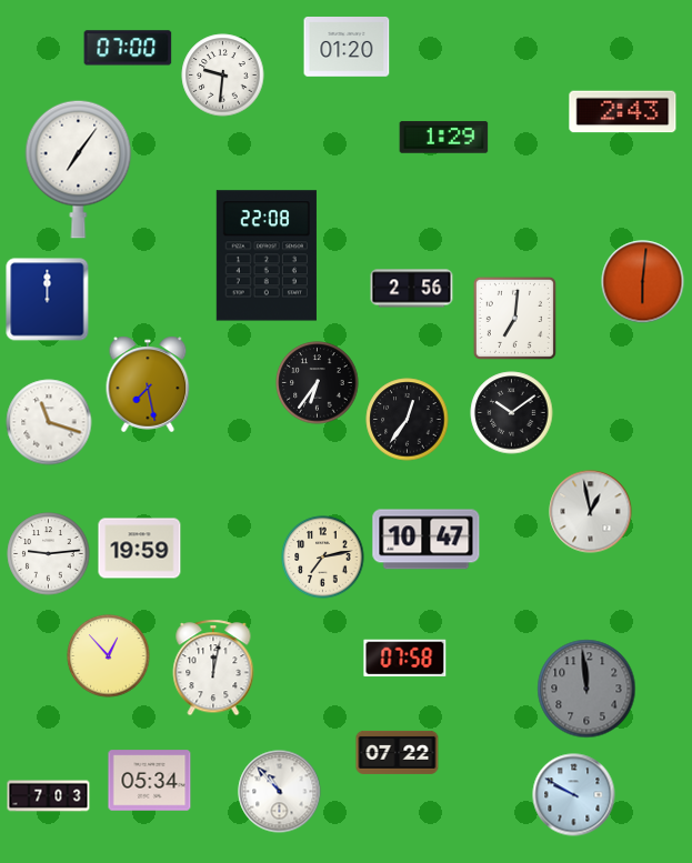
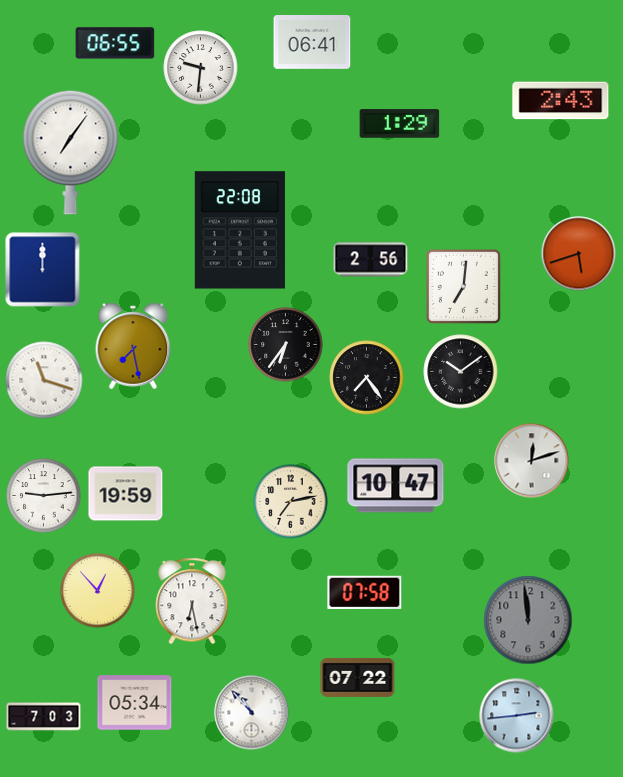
clock at (128, 48): 07:00 -> 06:55
clock at (347, 48): 01:20 -> 06:41
clock at (643, 282): 6:01 -> 5:42
clock at (408, 420): 12:36 -> 7:24
clock at (591, 512): 12:58 -> 12:12
clock at (427, 540) position: (427, 540) -> (396, 486)
clock at (49, 554) position: (49, 554) -> (44, 496)
clock at (213, 668): 12:02 -> 6:28
clock at (574, 795): 9:50 -> 2:44
